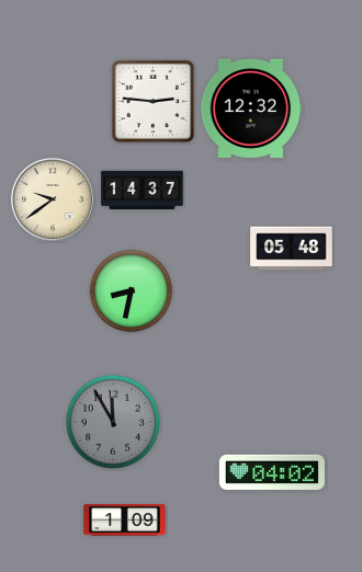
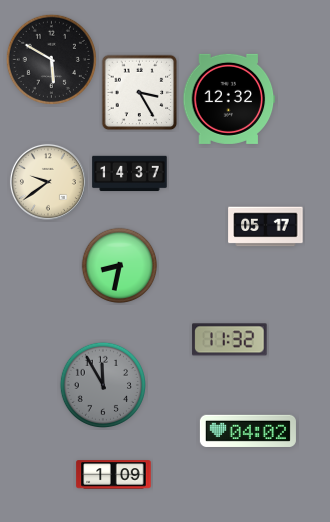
clock at (51, 59): none -> 5:50
clock at (154, 102): 2:46 -> 3:25
clock at (292, 249): 05:48 -> 05:17
clock at (230, 340): none -> 11:32
